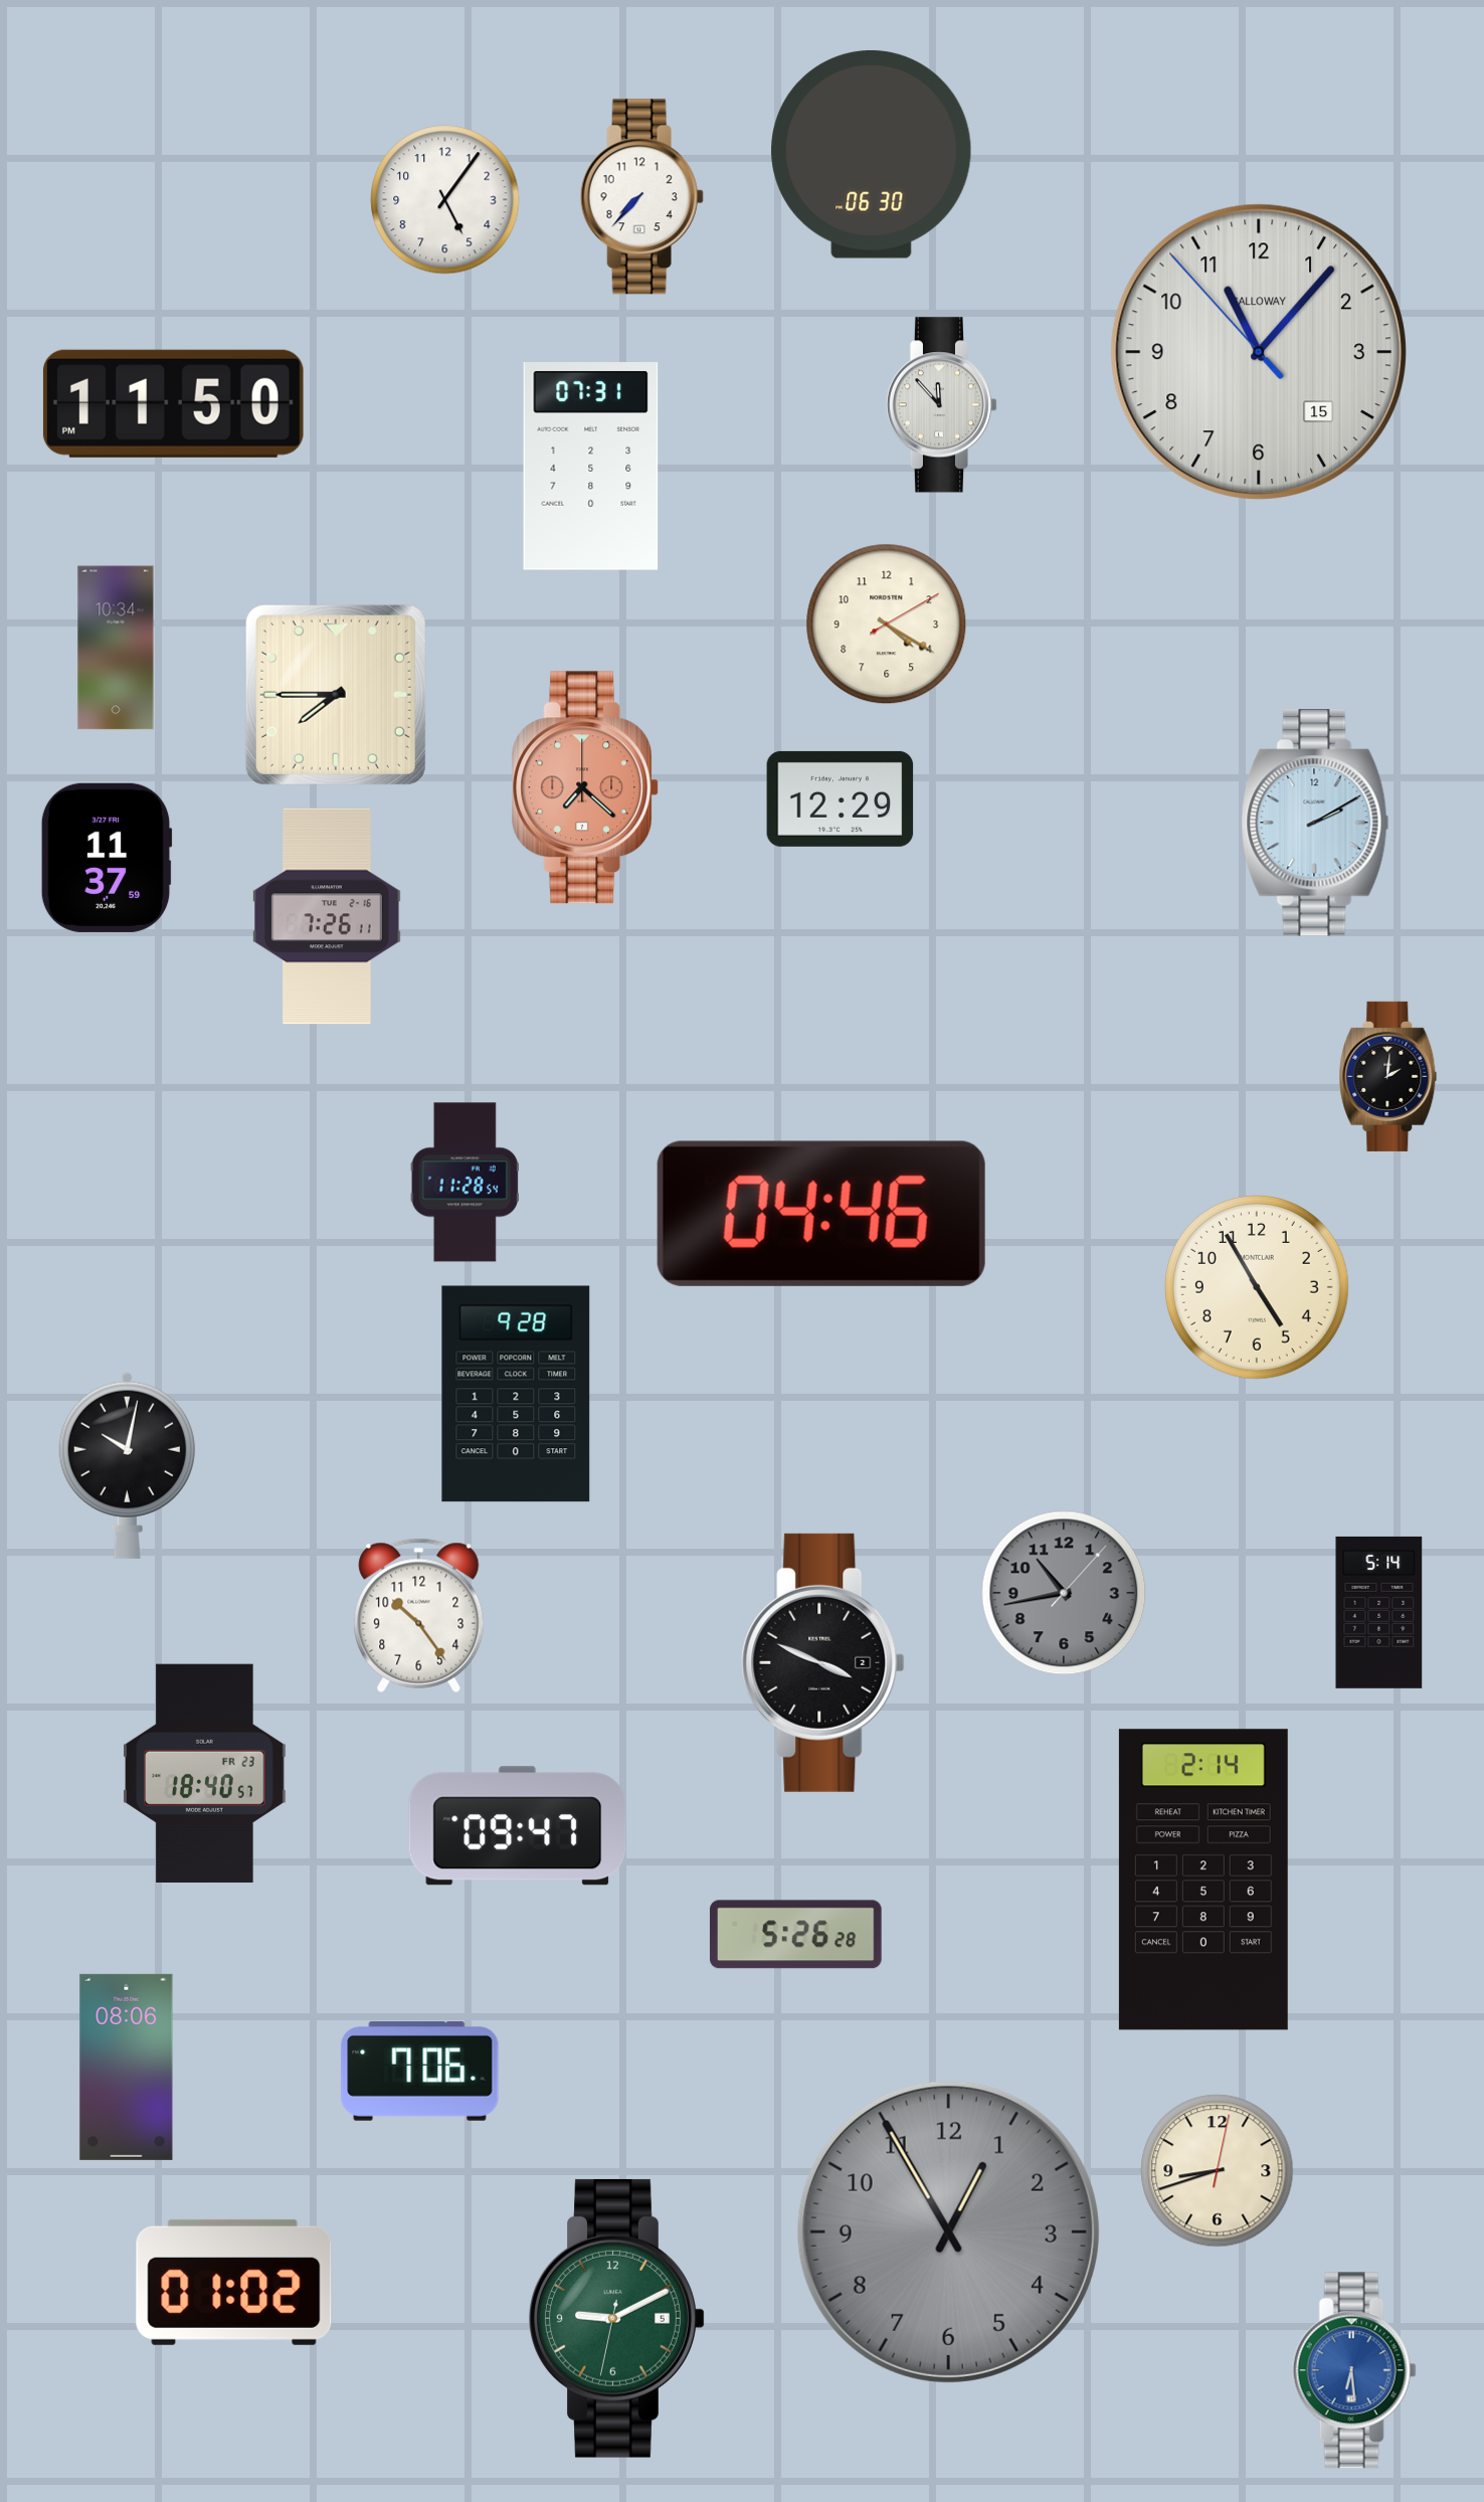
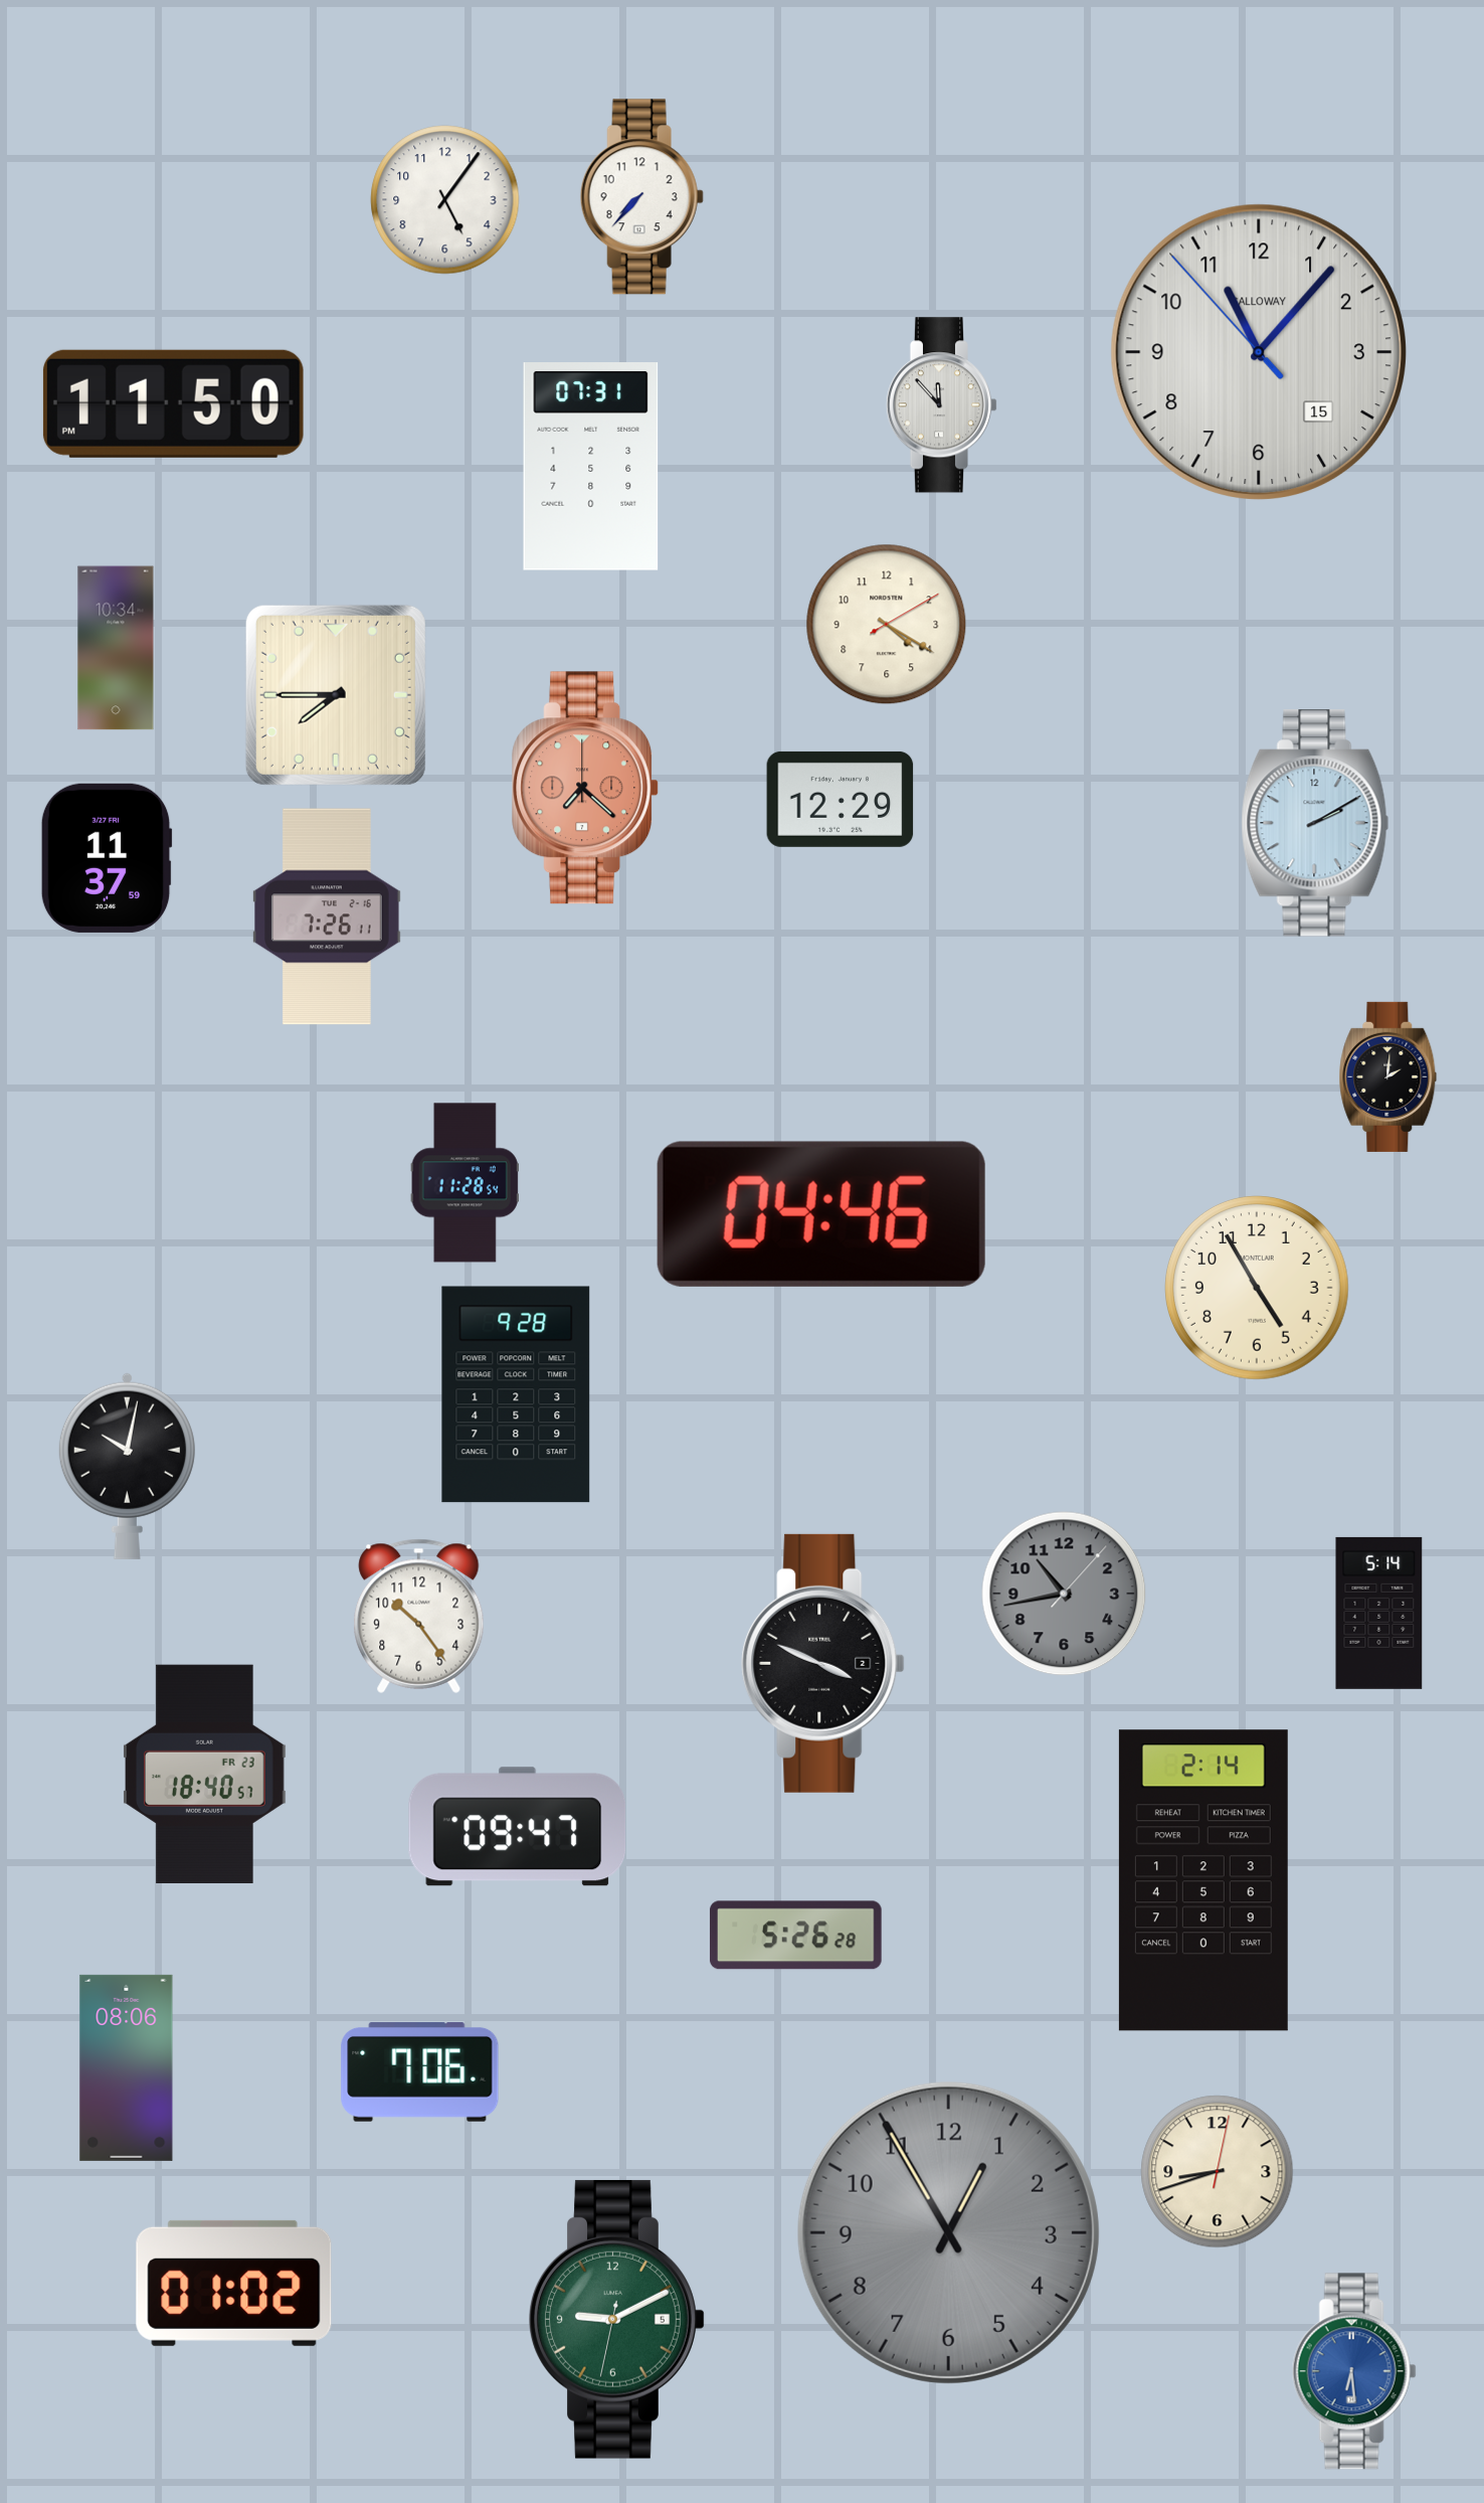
clock at (872, 154): 06:30 -> none
